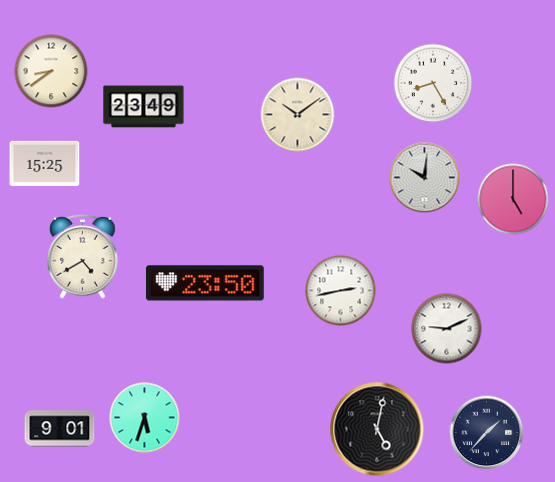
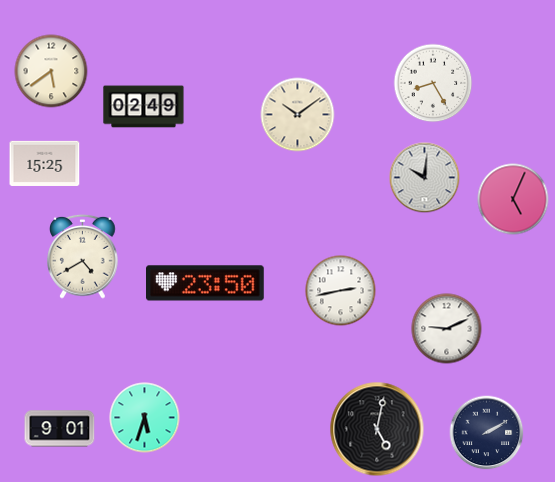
clock at (51, 71): 8:39 -> 5:39
clock at (144, 107): 23:49 -> 02:49
clock at (513, 199): 5:00 -> 5:04
clock at (487, 433): 1:37 -> 2:10
